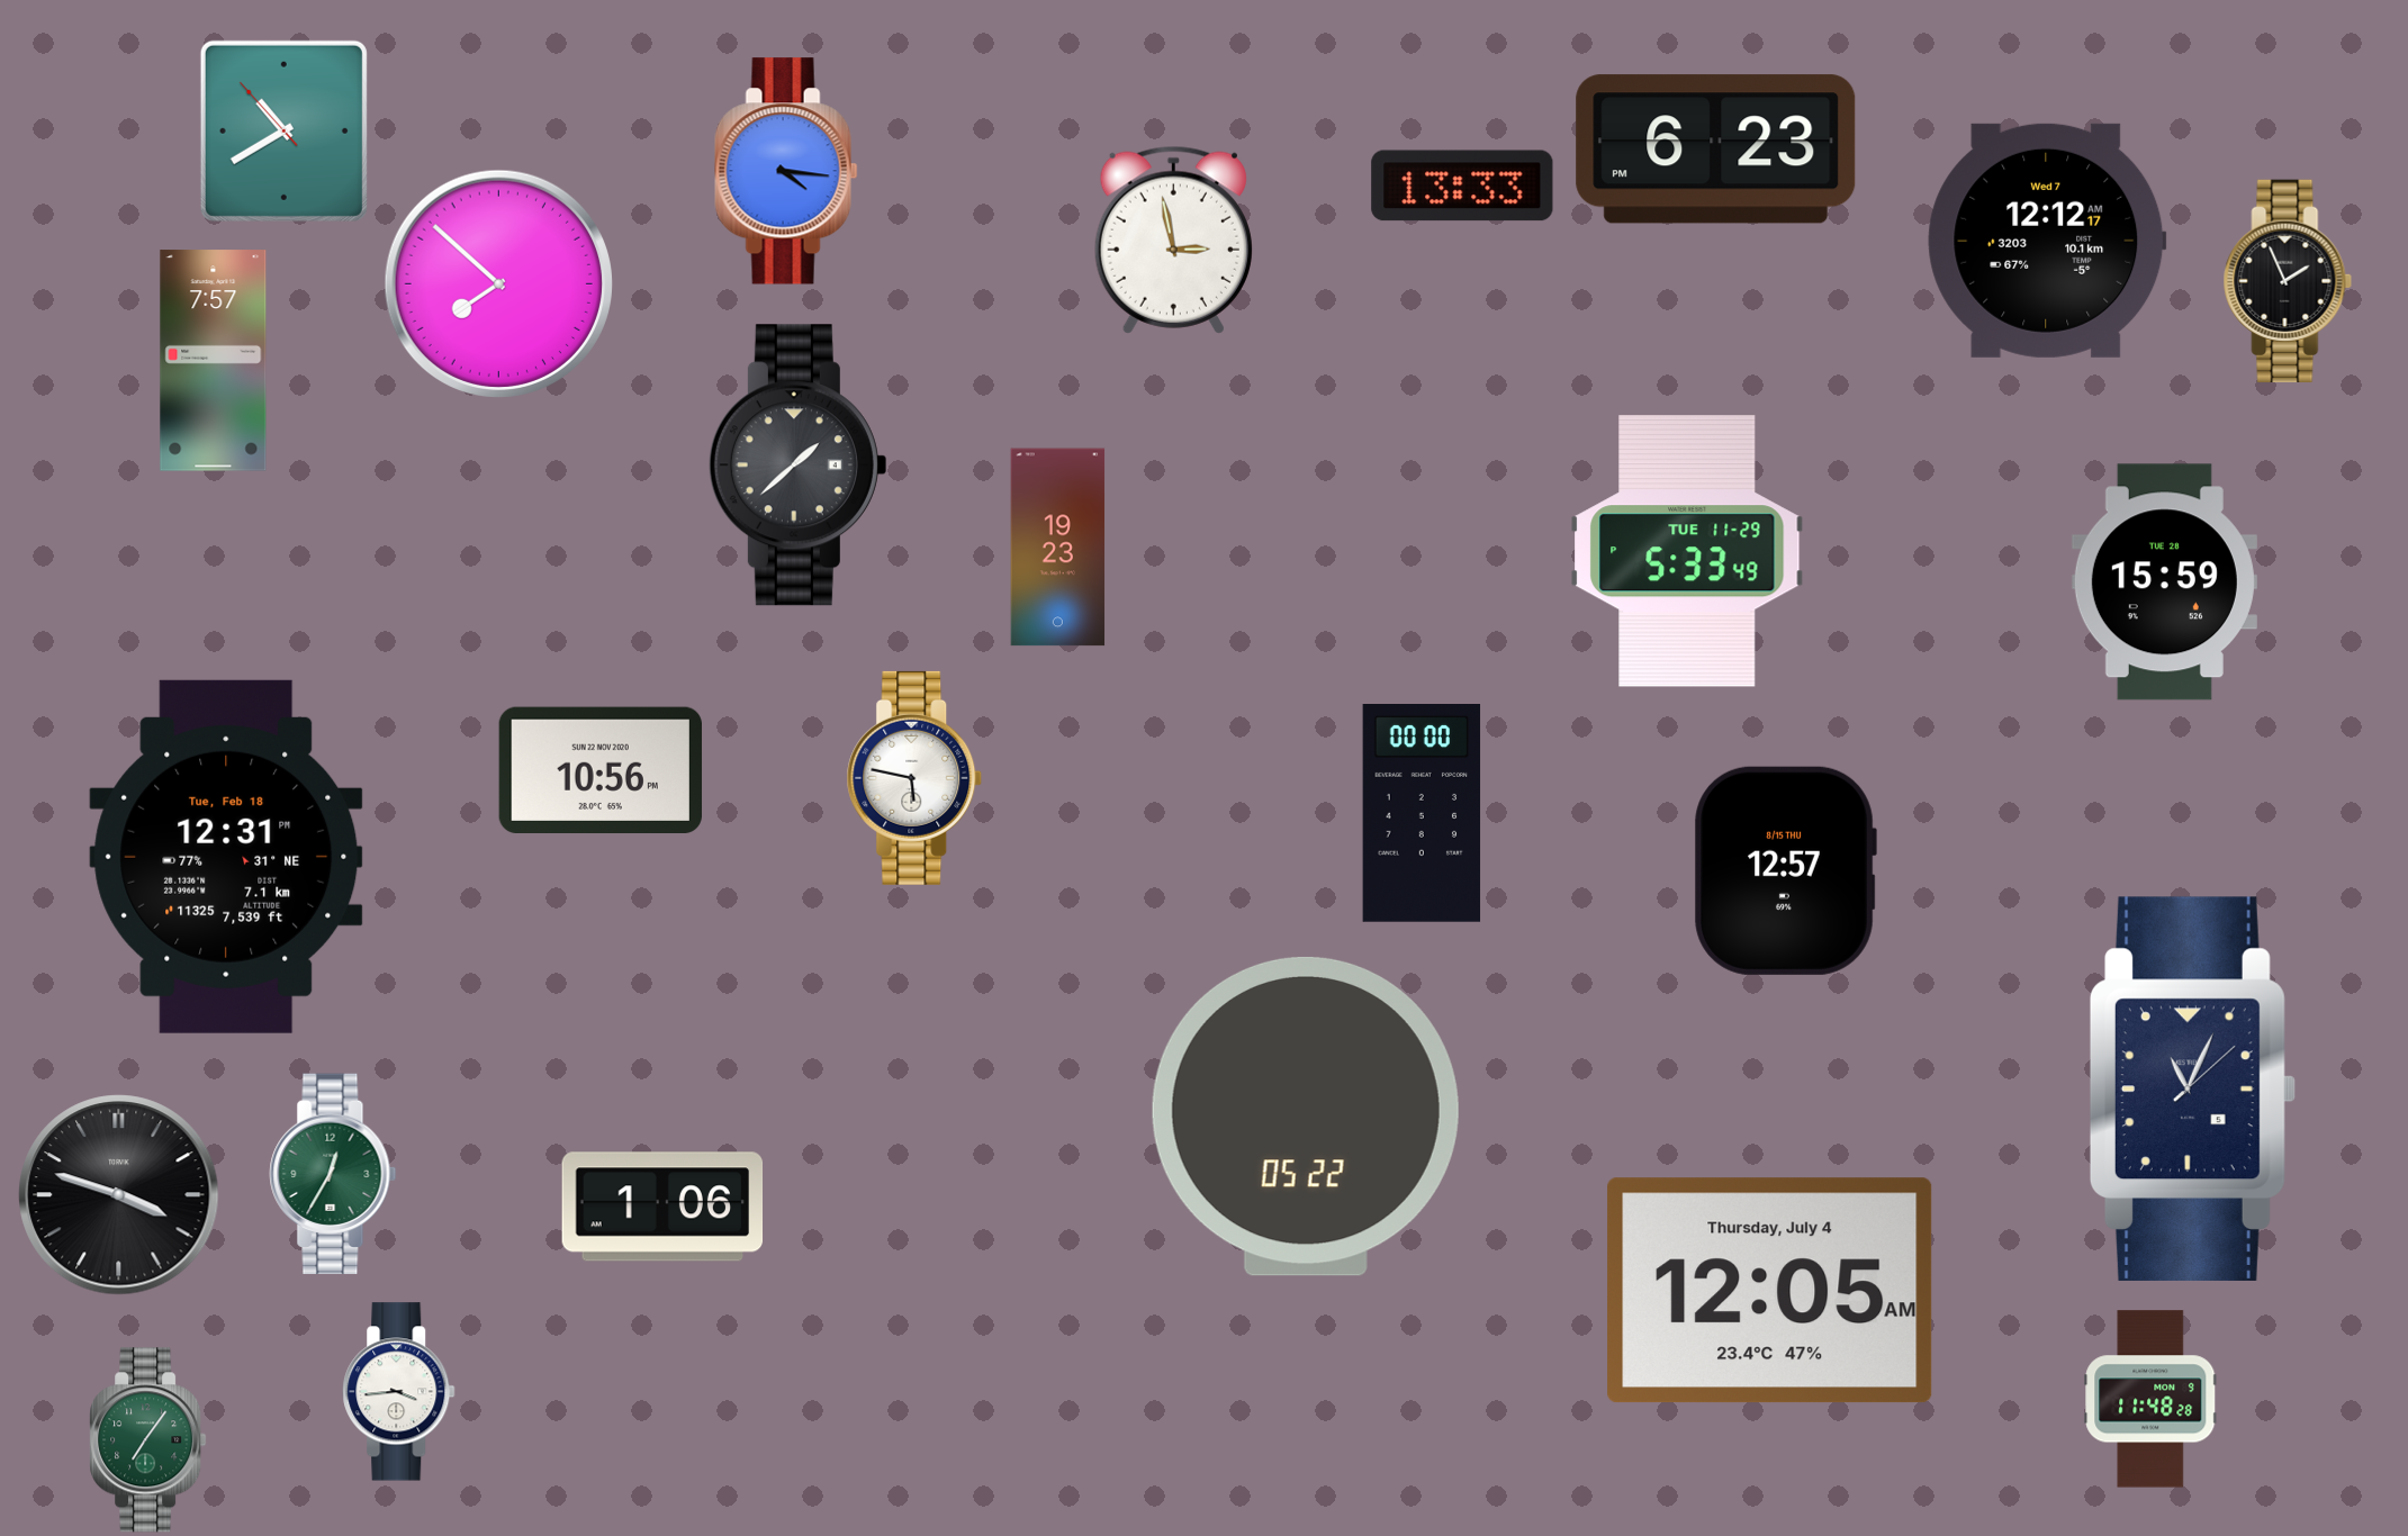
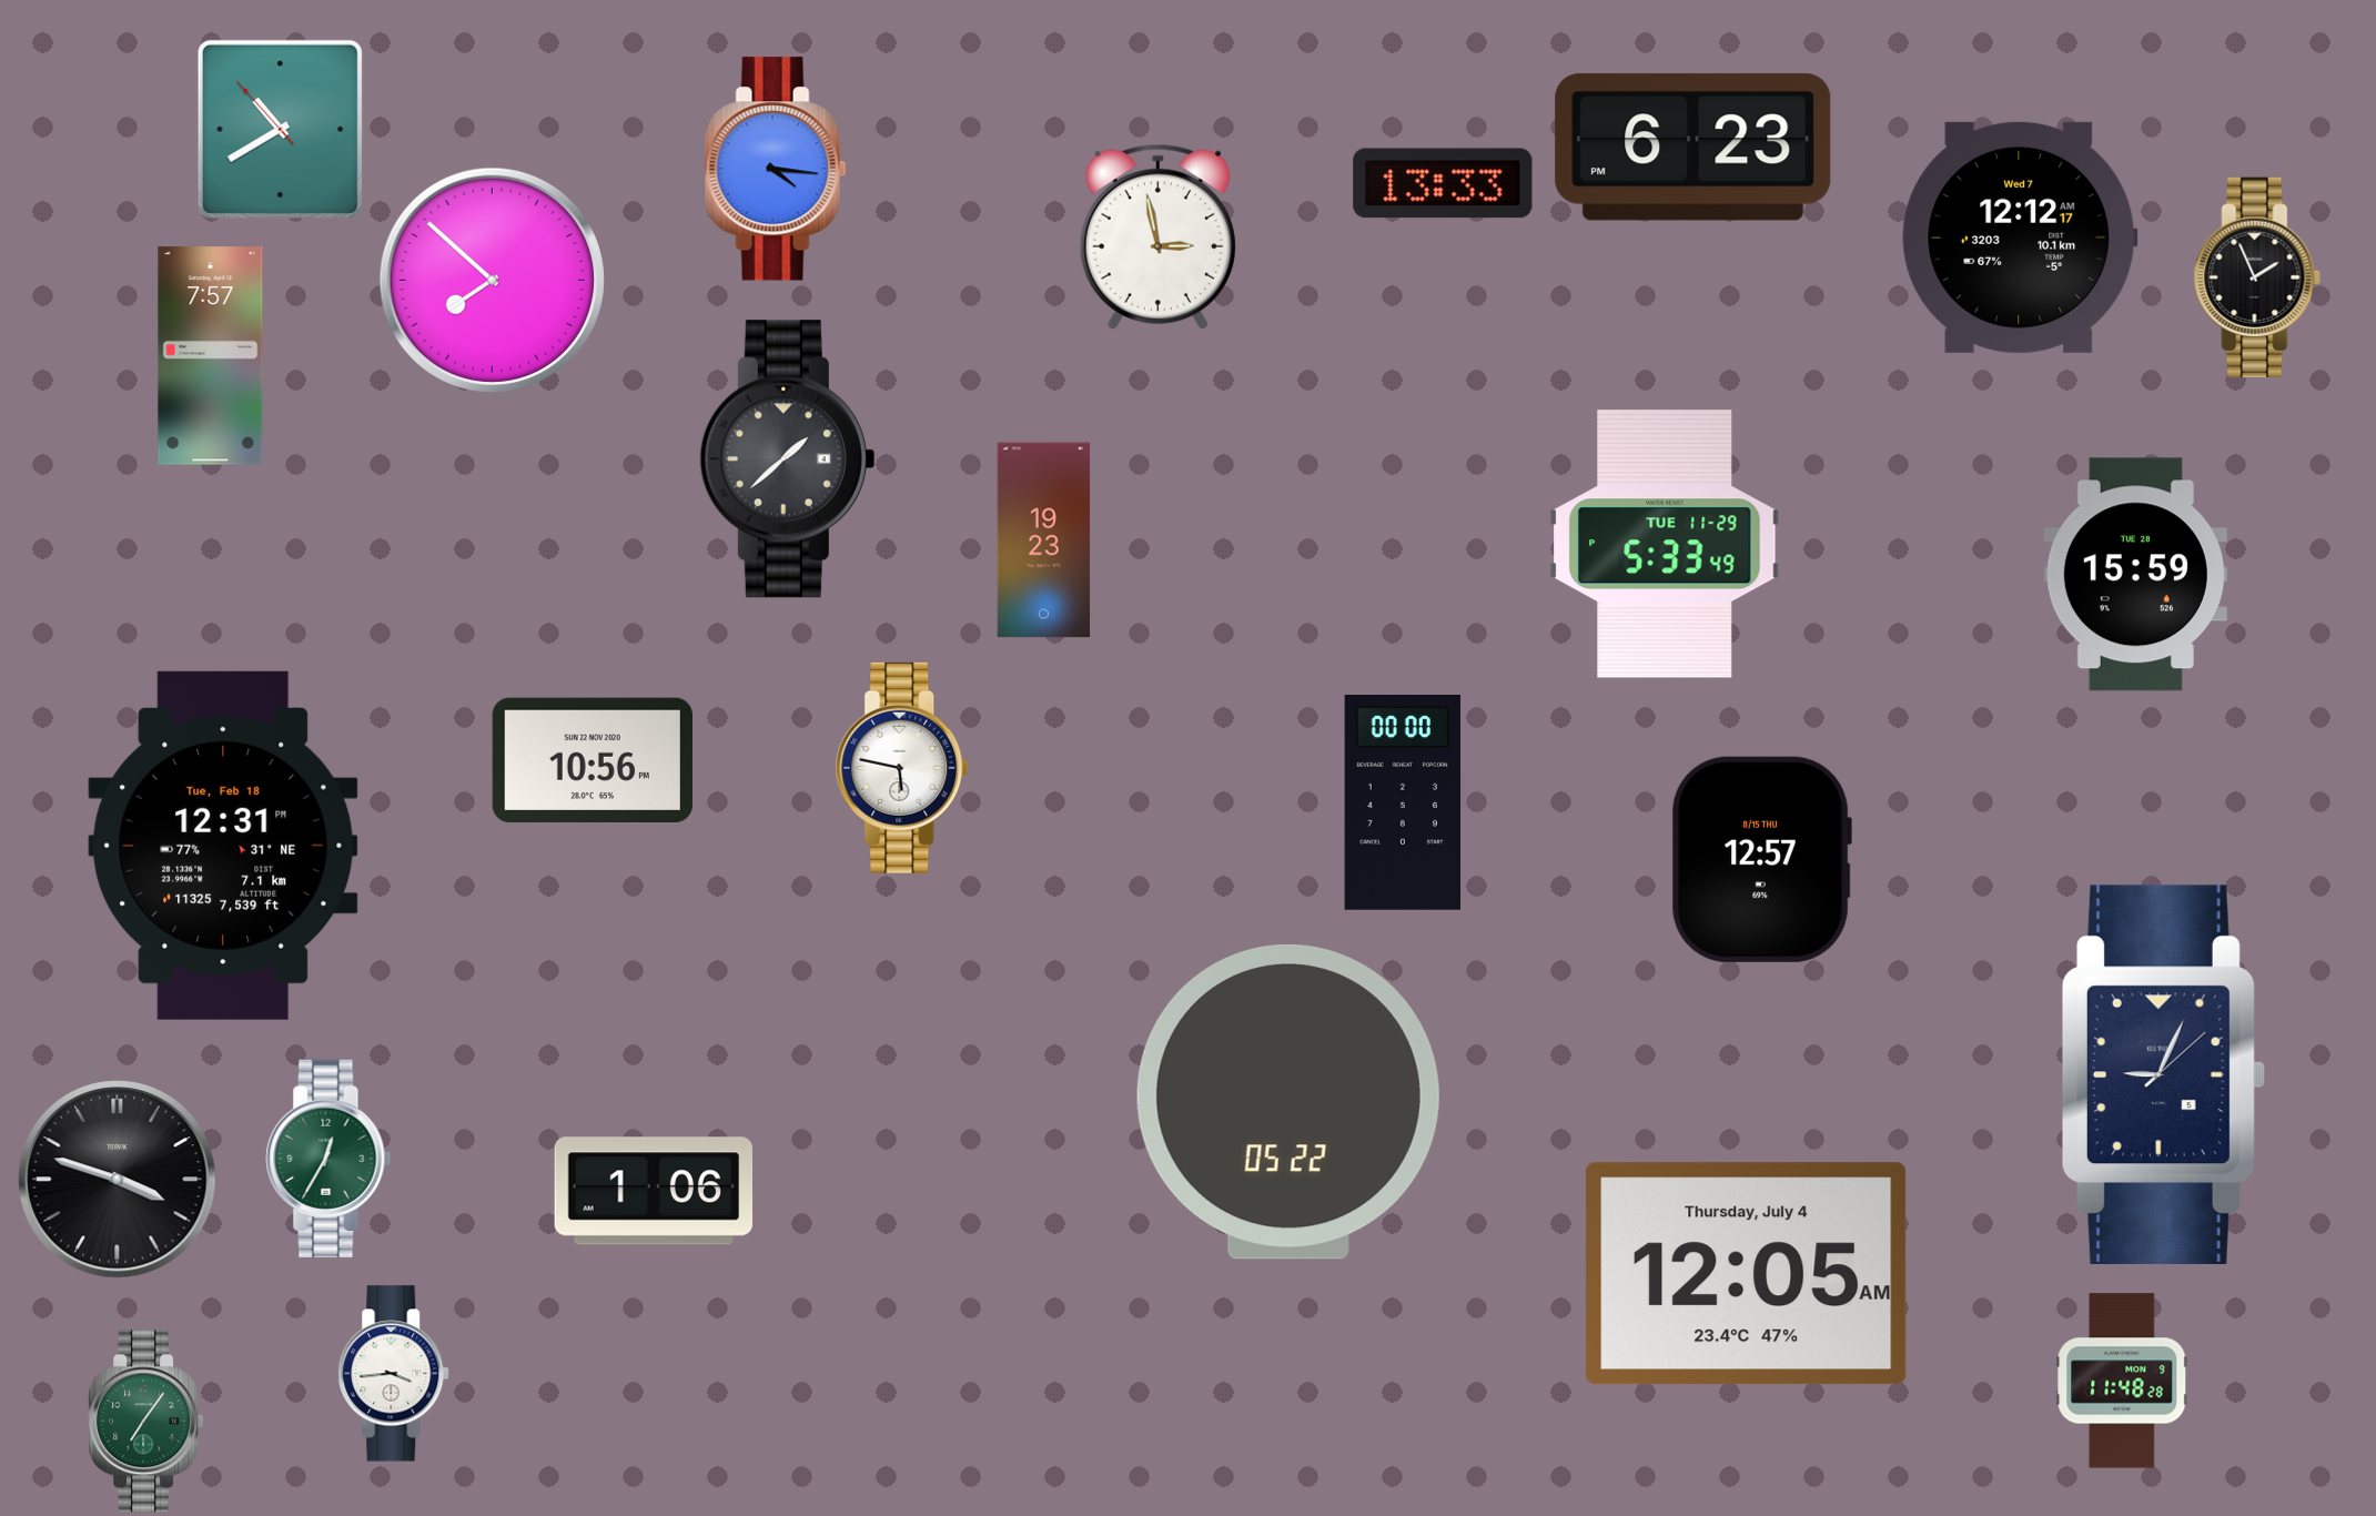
clock at (2192, 1088): 11:04 -> 9:04
